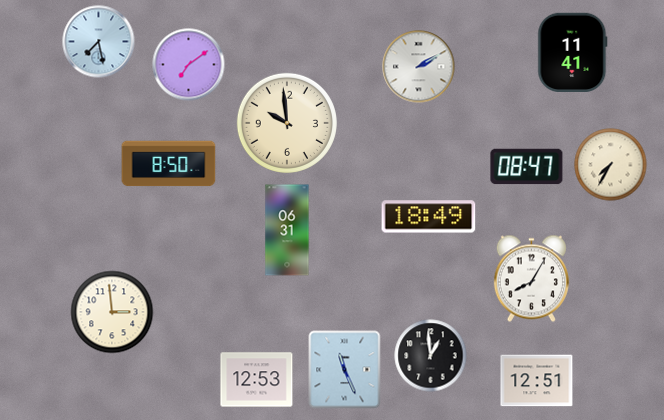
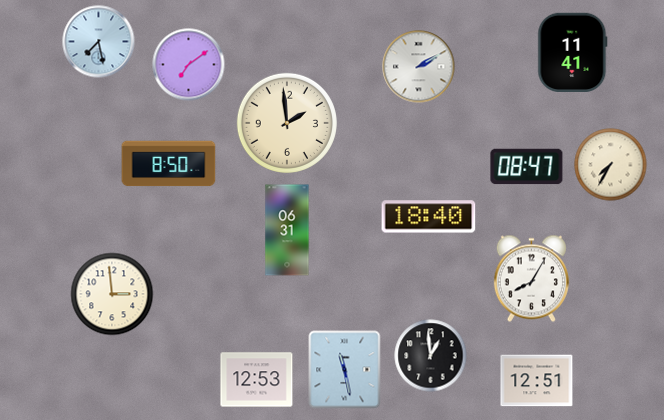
clock at (287, 123): 9:59 -> 1:59
clock at (429, 217): 18:49 -> 18:40
clock at (112, 312) position: (112, 312) -> (112, 294)
clock at (345, 370): 11:26 -> 11:28
